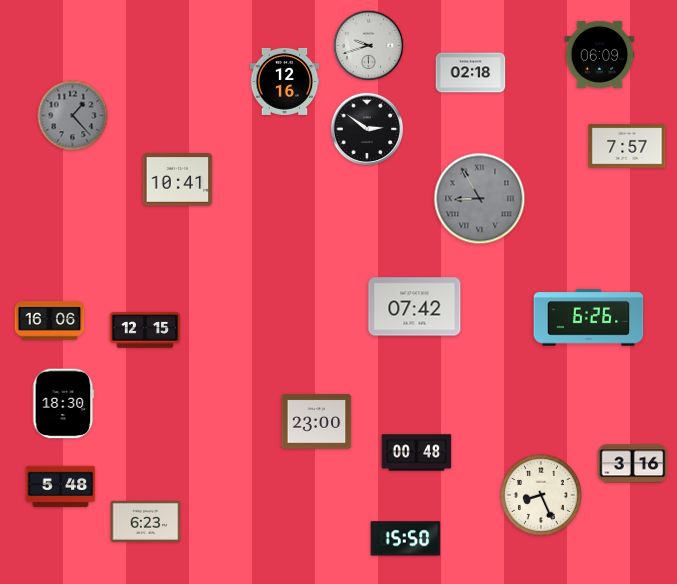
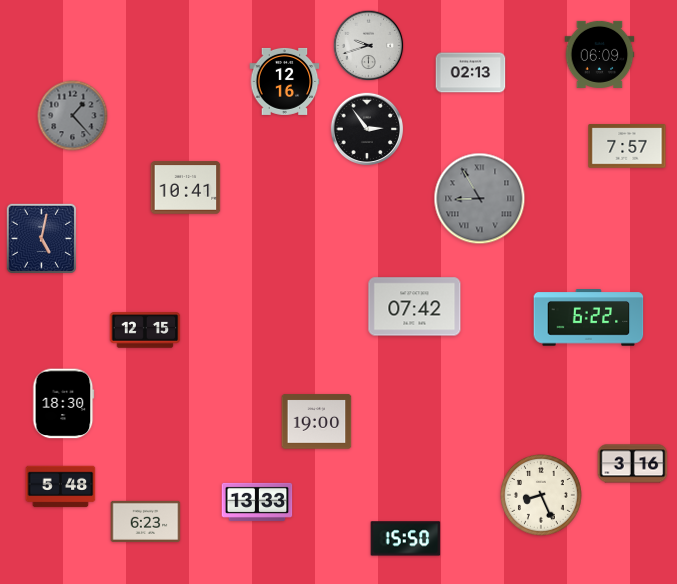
clock at (471, 73): 02:18 -> 02:13
clock at (367, 129): 2:51 -> 2:54
clock at (178, 180) position: (178, 180) -> (186, 188)
clock at (41, 238): none -> 5:02
clock at (589, 318): 6:26 -> 6:22
clock at (50, 321): 16:06 -> none
clock at (317, 422): 23:00 -> 19:00
clock at (417, 453): 00:48 -> none
clock at (257, 502): none -> 13:33
